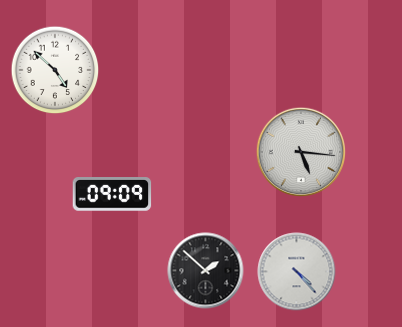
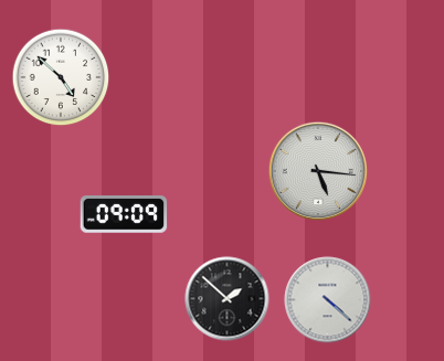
clock at (300, 151) position: (300, 151) -> (317, 170)
clock at (297, 272): 4:23 -> 4:22
